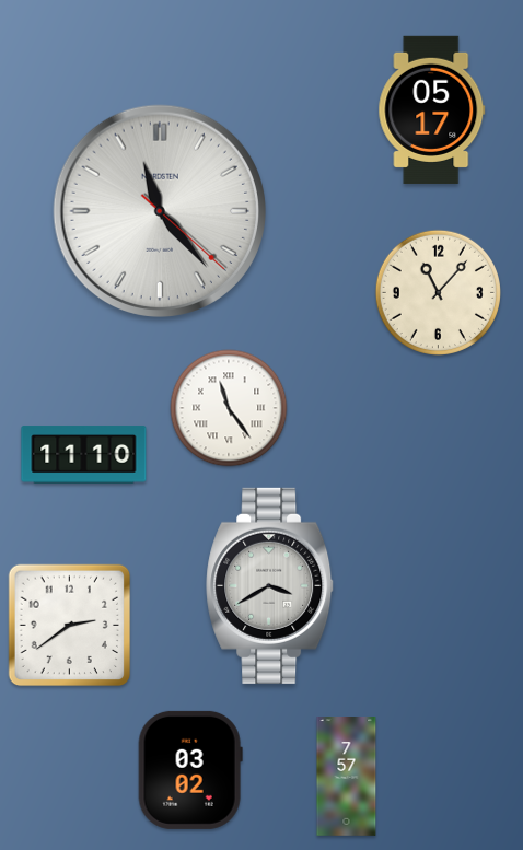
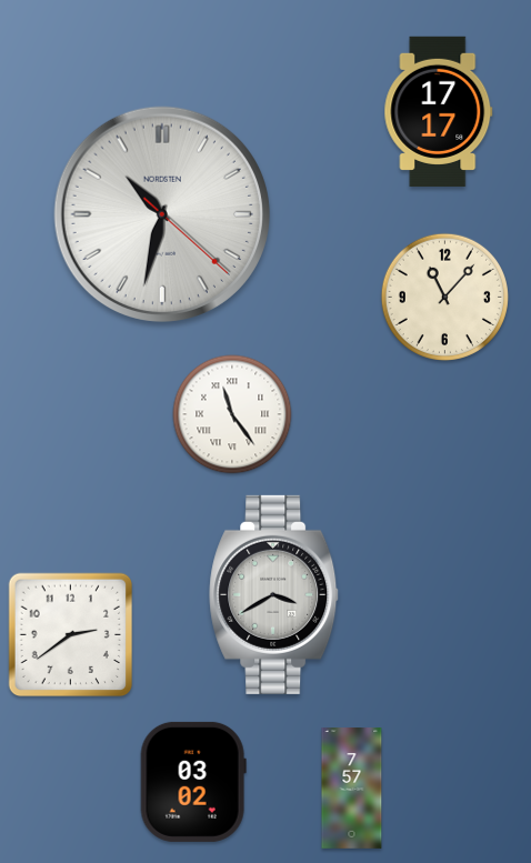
clock at (432, 109): 05:17 -> 17:17
clock at (160, 211): 11:23 -> 10:32
clock at (84, 455): 11:10 -> none
